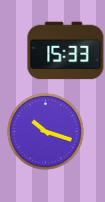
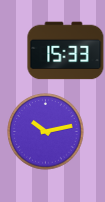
clock at (46, 132): 10:18 -> 10:13
